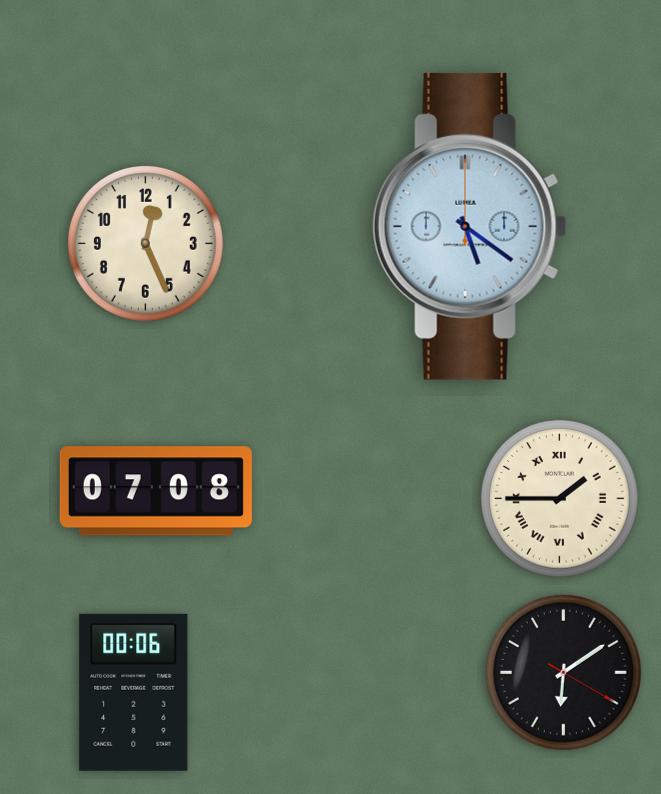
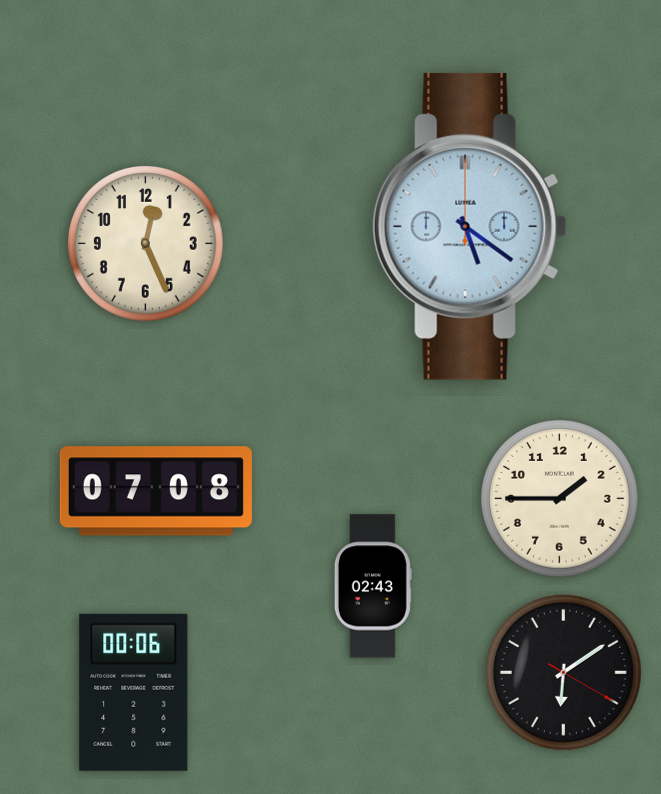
clock at (560, 499) numerals: Roman -> Arabic
clock at (373, 586): none -> 02:43
